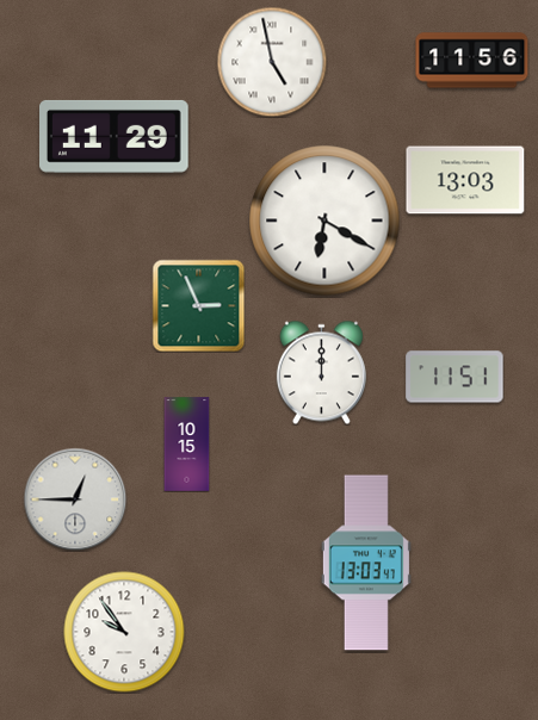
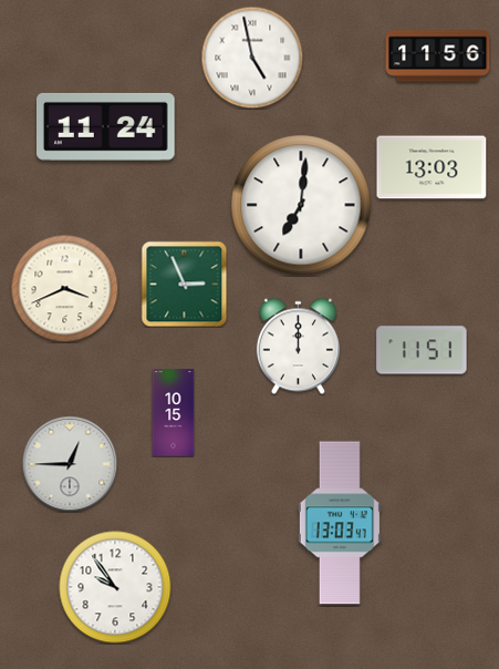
clock at (115, 136): 11:29 -> 11:24
clock at (324, 221): 6:20 -> 7:01
clock at (64, 288): none -> 3:41
